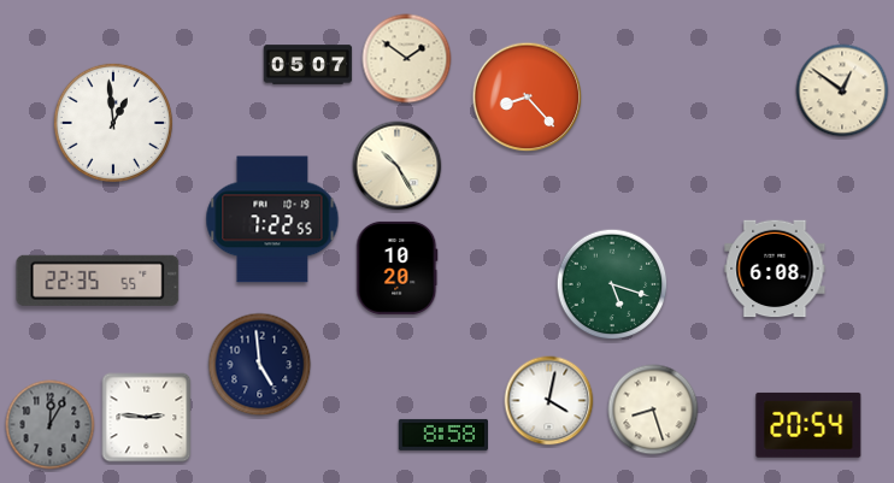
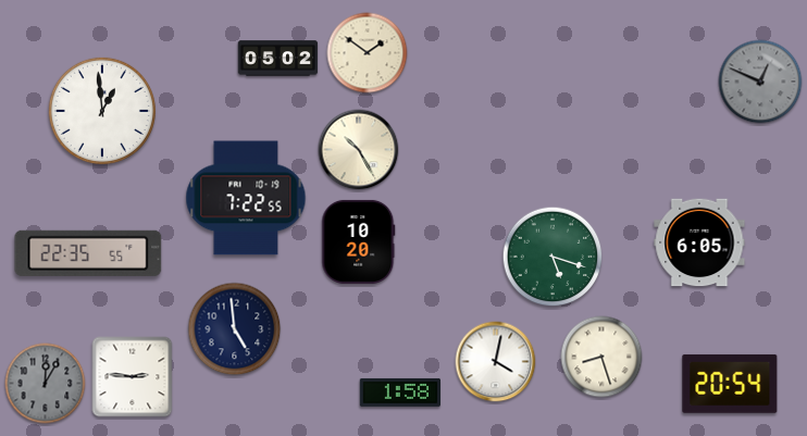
clock at (308, 65): 05:07 -> 05:02
clock at (842, 90): 12:51 -> 12:49
clock at (842, 90) dial: cream -> grey
clock at (528, 98): 8:23 -> none
clock at (775, 269): 6:08 -> 6:05
clock at (653, 410) position: (653, 410) -> (601, 357)
clock at (442, 435): 8:58 -> 1:58
